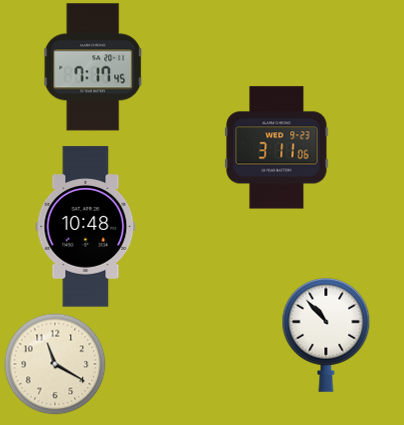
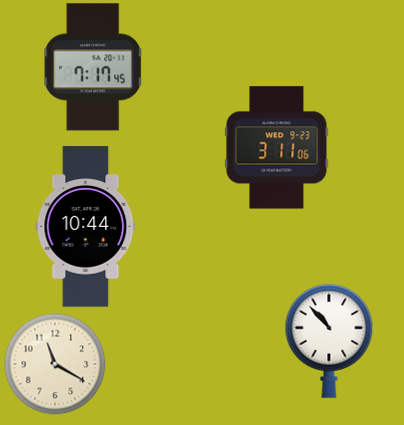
clock at (86, 227): 10:48 -> 10:44
clock at (326, 335) position: (326, 335) -> (329, 341)
